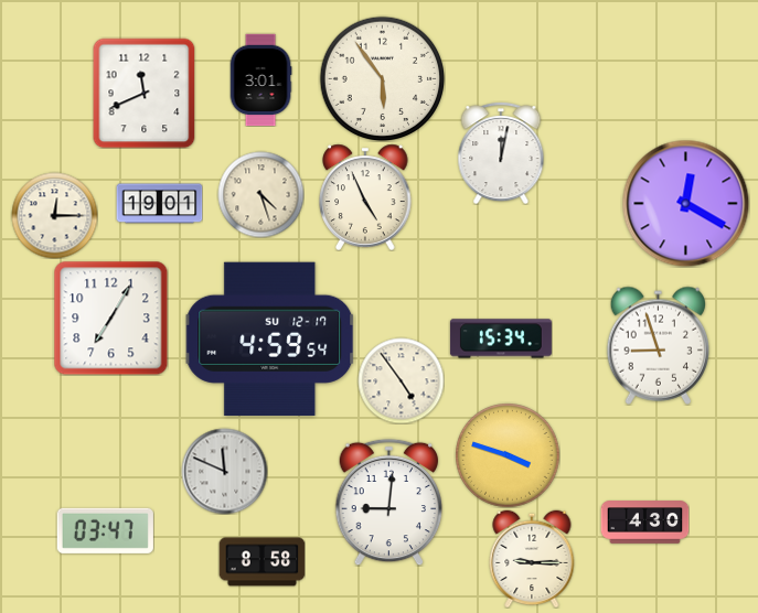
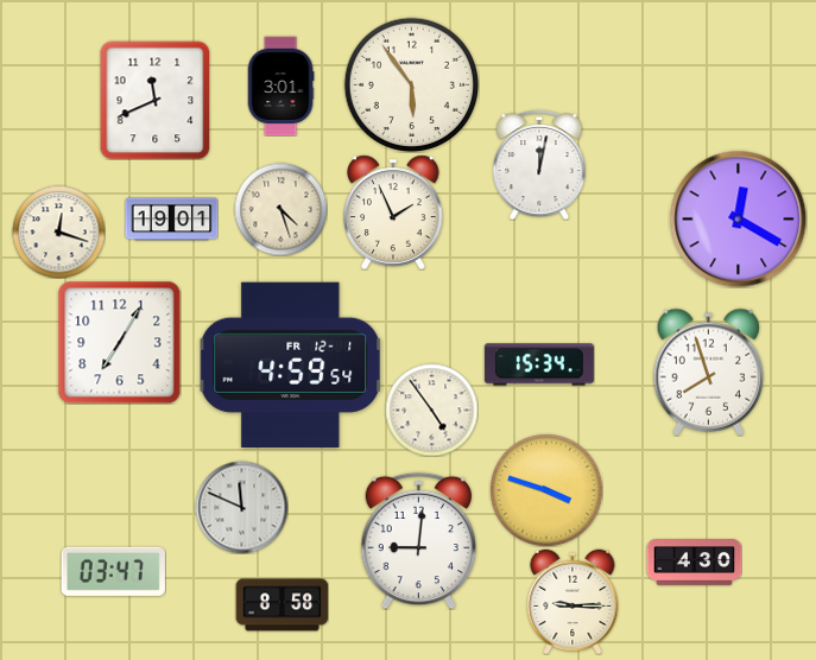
clock at (365, 197): 4:56 -> 1:56
clock at (54, 215): 12:15 -> 12:18
clock at (270, 338) date: SU 12-17 -> FR 12-1
clock at (659, 345): 8:57 -> 7:57
